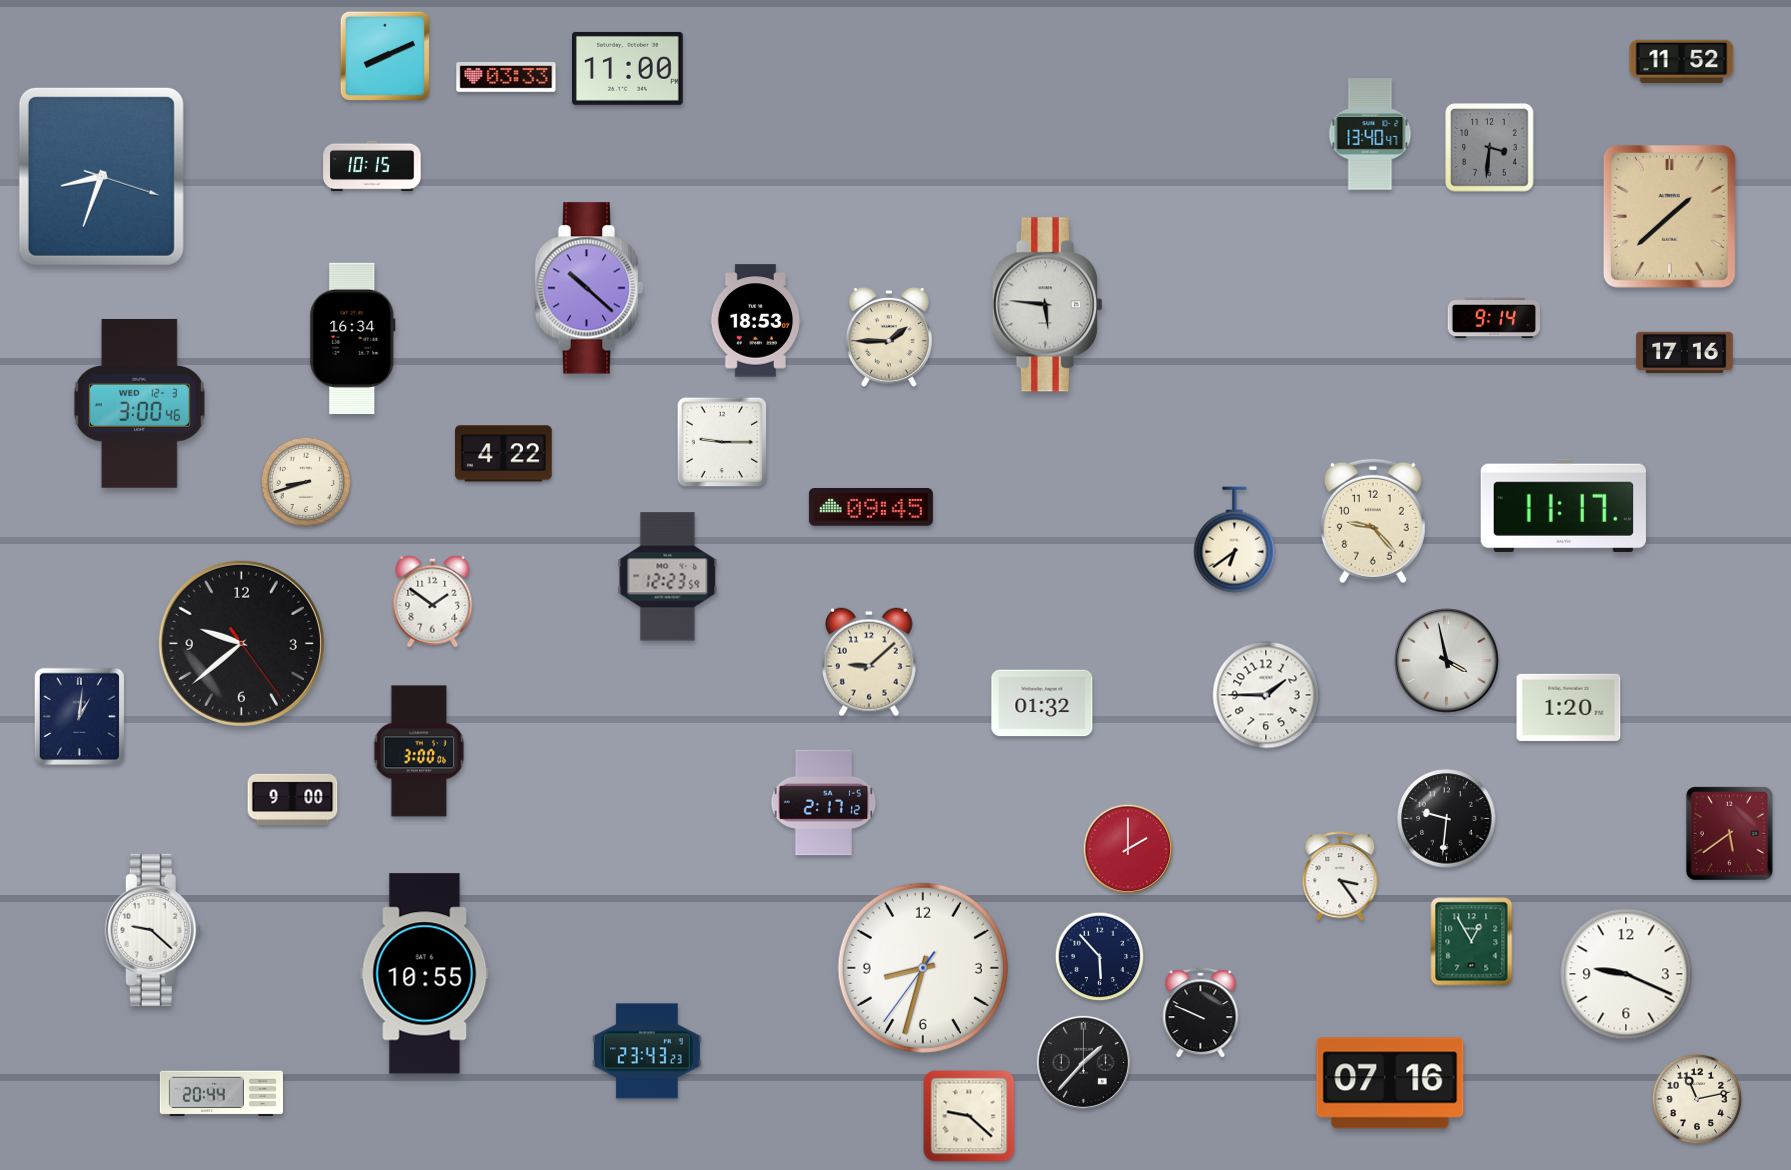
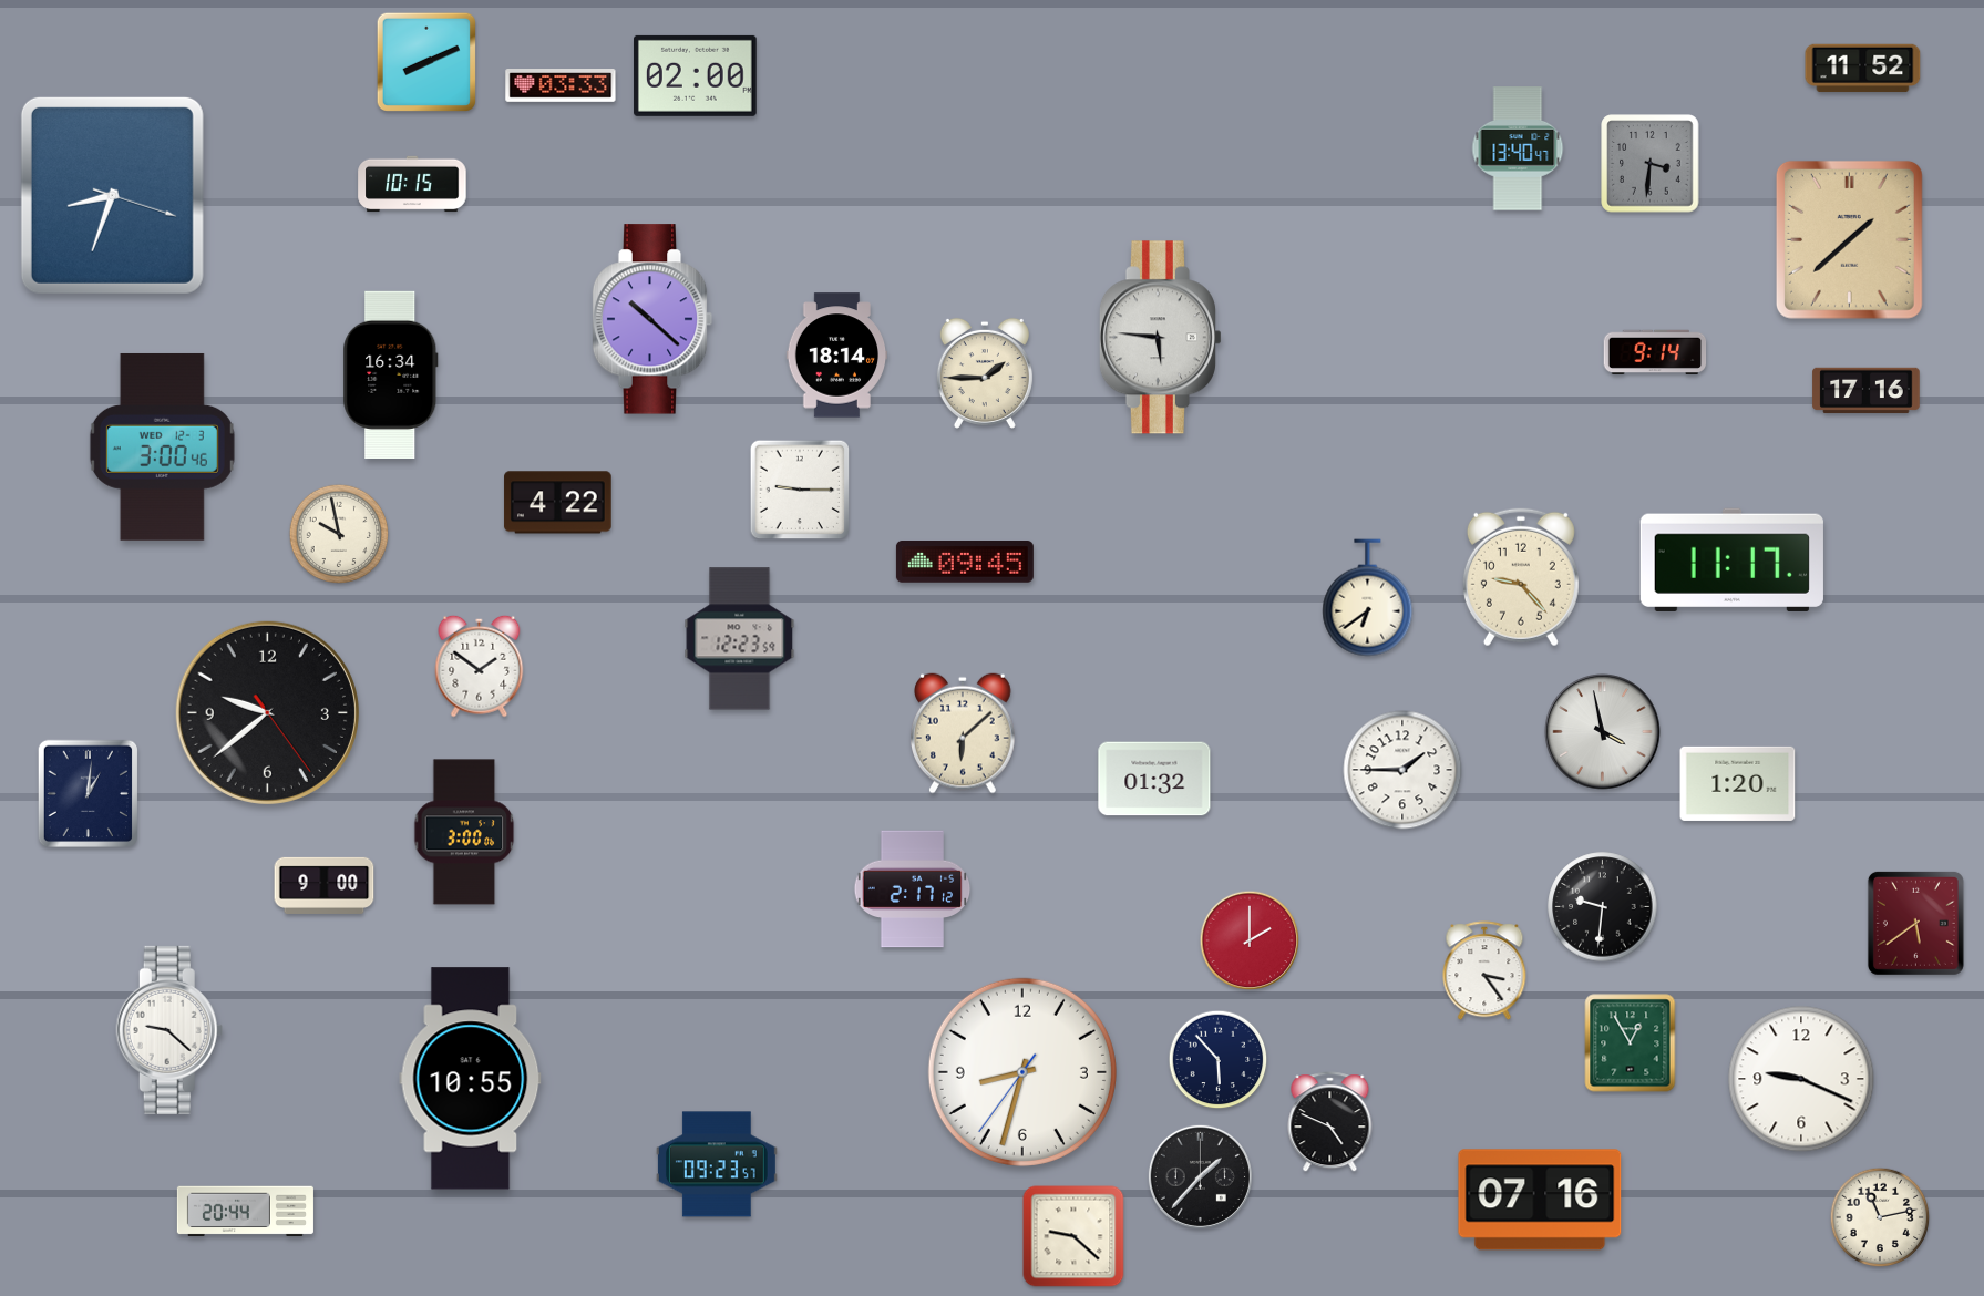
clock at (628, 68): 11:00 -> 02:00
clock at (756, 321): 18:53 -> 18:14
clock at (139, 403) position: (139, 403) -> (162, 446)
clock at (306, 482): 8:42 -> 9:58
clock at (870, 662): 9:08 -> 6:08
clock at (1201, 1013): 9:49 -> 4:49
clock at (647, 1051): 23:43 -> 09:23
